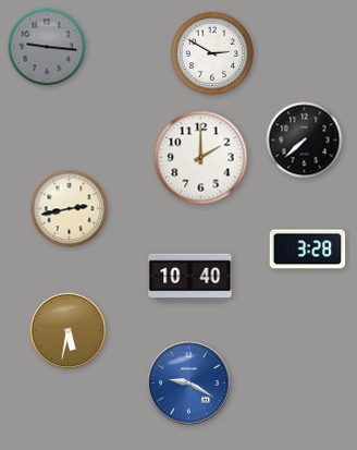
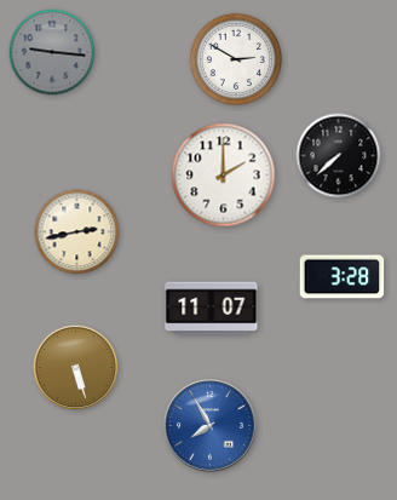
clock at (190, 278): 10:40 -> 11:07
clock at (69, 331): 5:32 -> 5:27
clock at (189, 384): 9:20 -> 7:55
